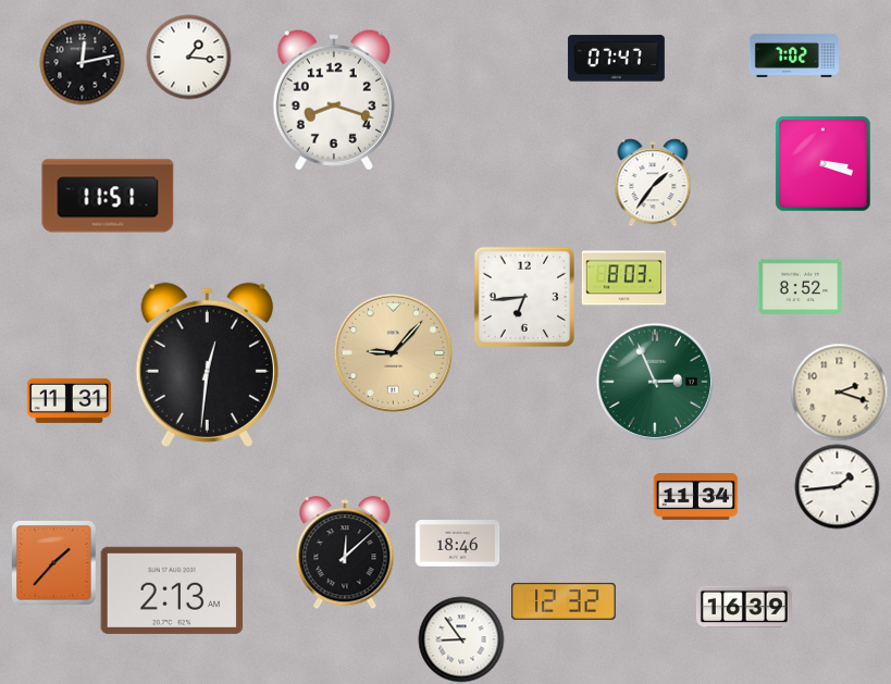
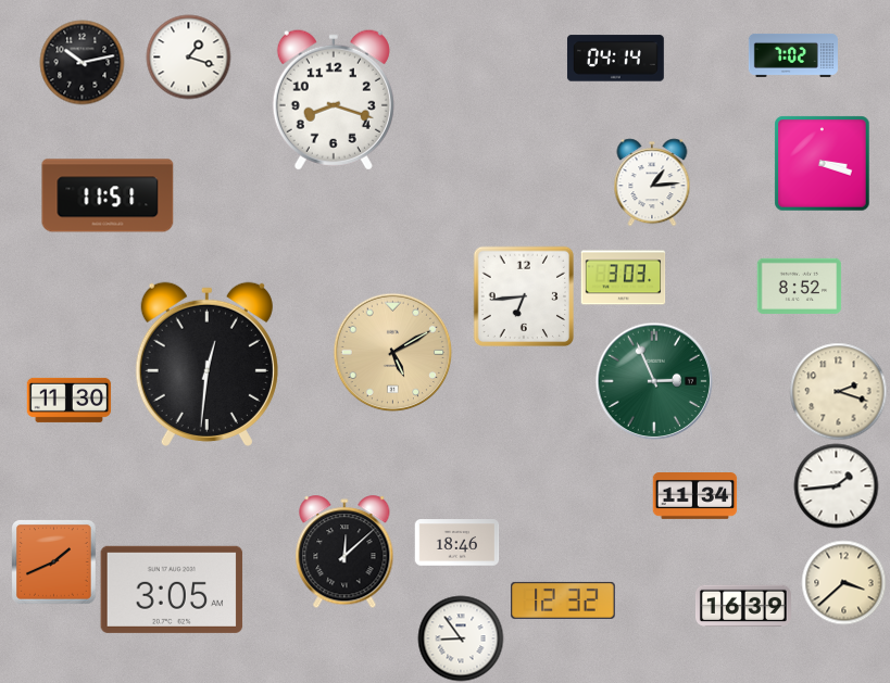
clock at (188, 57): 1:16 -> 1:18
clock at (616, 59): 07:47 -> 04:14
clock at (82, 62): 12:13 -> 10:13
clock at (653, 183): 1:36 -> 1:14
clock at (623, 278): 8:03 -> 3:03
clock at (393, 352): 9:07 -> 5:10
clock at (69, 400): 11:31 -> 11:30
clock at (53, 562): 1:37 -> 1:41
clock at (843, 582): none -> 3:38
clock at (172, 590): 2:13 -> 3:05
